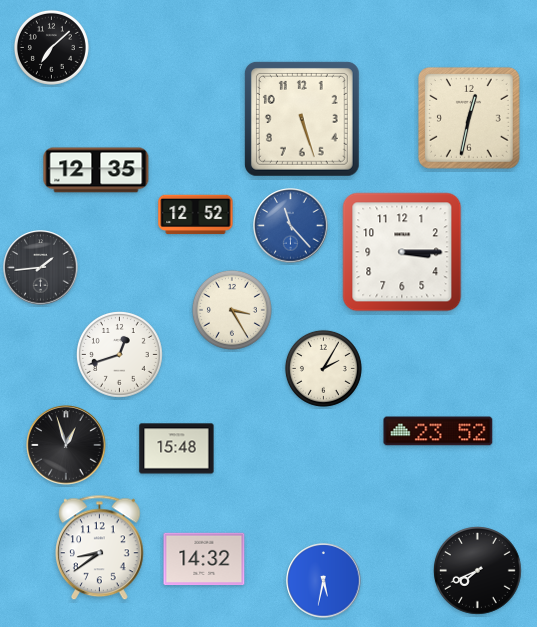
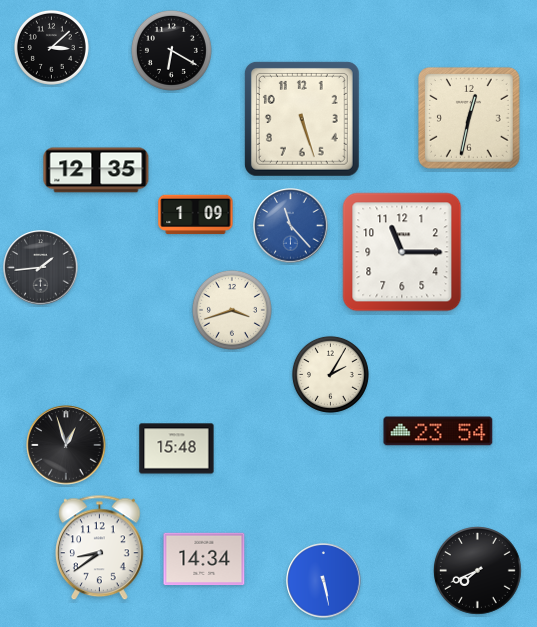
clock at (51, 47): 7:08 -> 3:08
clock at (171, 50): none -> 6:20
clock at (196, 215): 12:52 -> 1:09
clock at (402, 252): 3:15 -> 11:15
clock at (232, 310): 3:25 -> 3:42
clock at (120, 355): 12:42 -> none
clock at (323, 368) position: (323, 368) -> (330, 374)
clock at (438, 431): 23:52 -> 23:54
clock at (204, 559): 14:32 -> 14:34
clock at (324, 581): 5:32 -> 5:28
